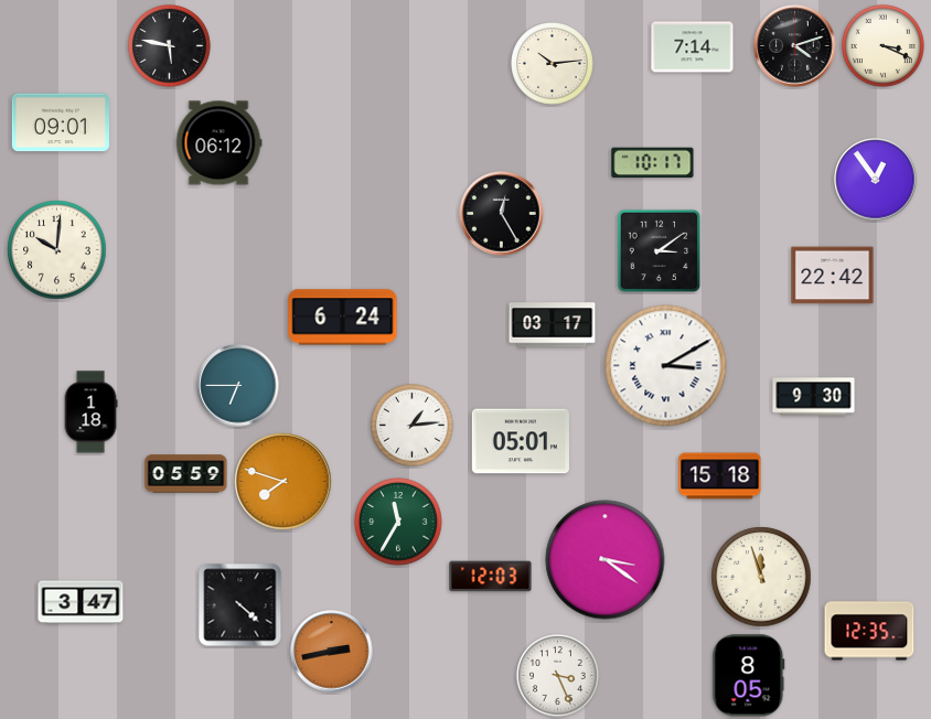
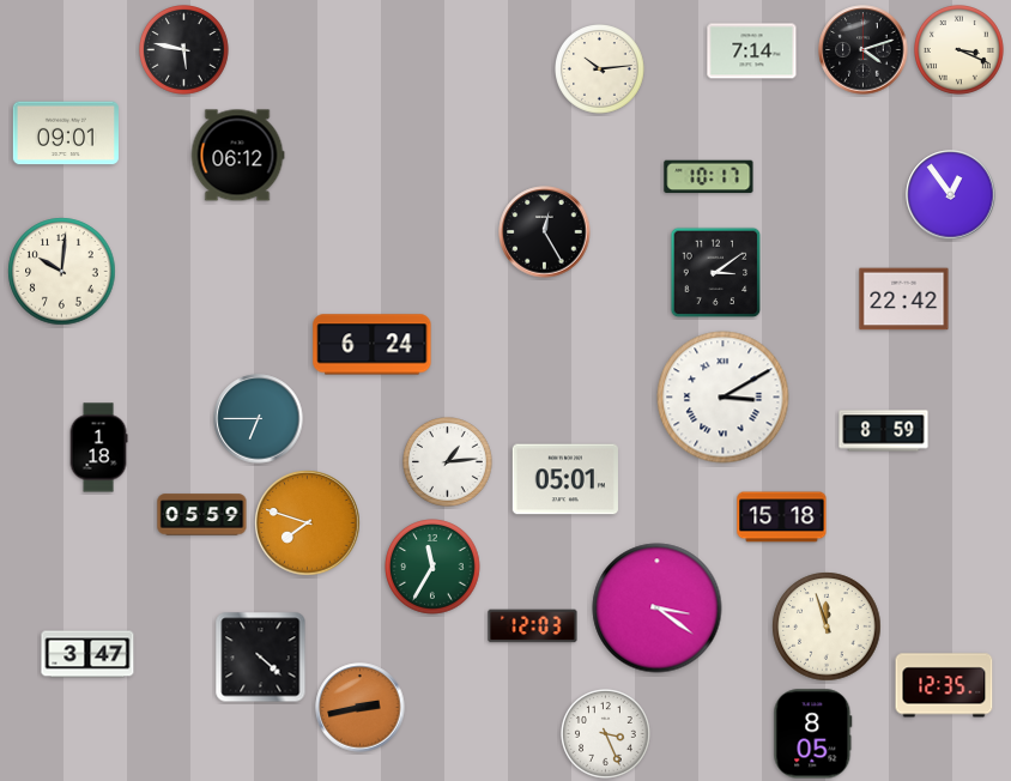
clock at (553, 325): 03:17 -> none
clock at (814, 397): 9:30 -> 8:59
